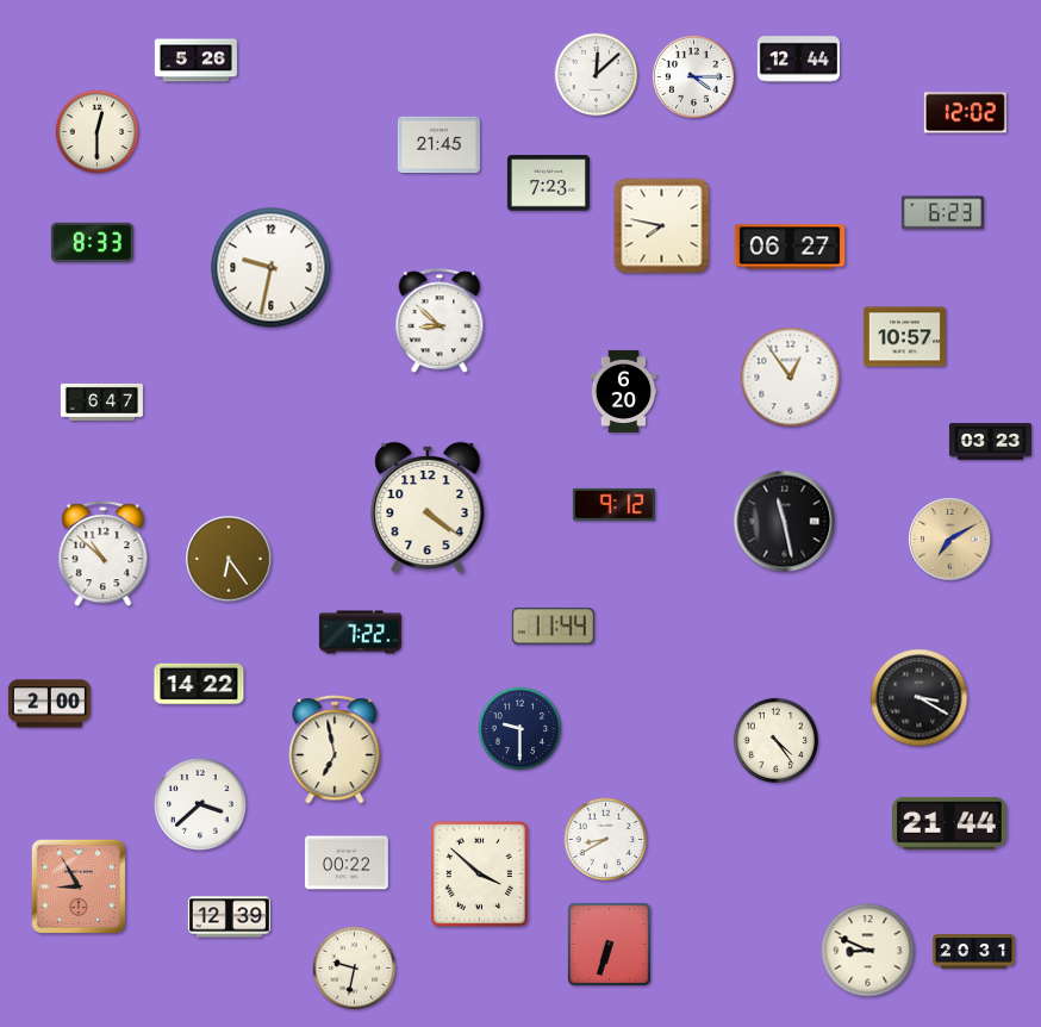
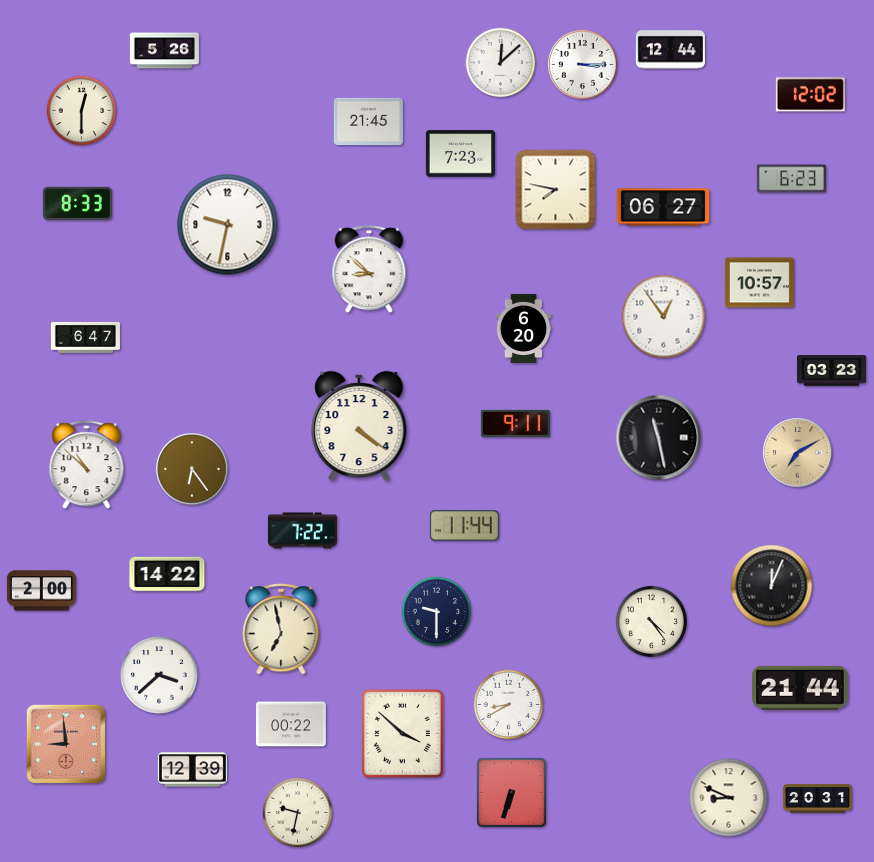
clock at (694, 77): 4:15 -> 3:15
clock at (613, 504): 9:12 -> 9:11
clock at (920, 698): 3:20 -> 12:04
clock at (200, 804) position: (200, 804) -> (159, 675)
clock at (950, 823) position: (950, 823) -> (801, 688)
clock at (79, 886): 8:55 -> 8:59
